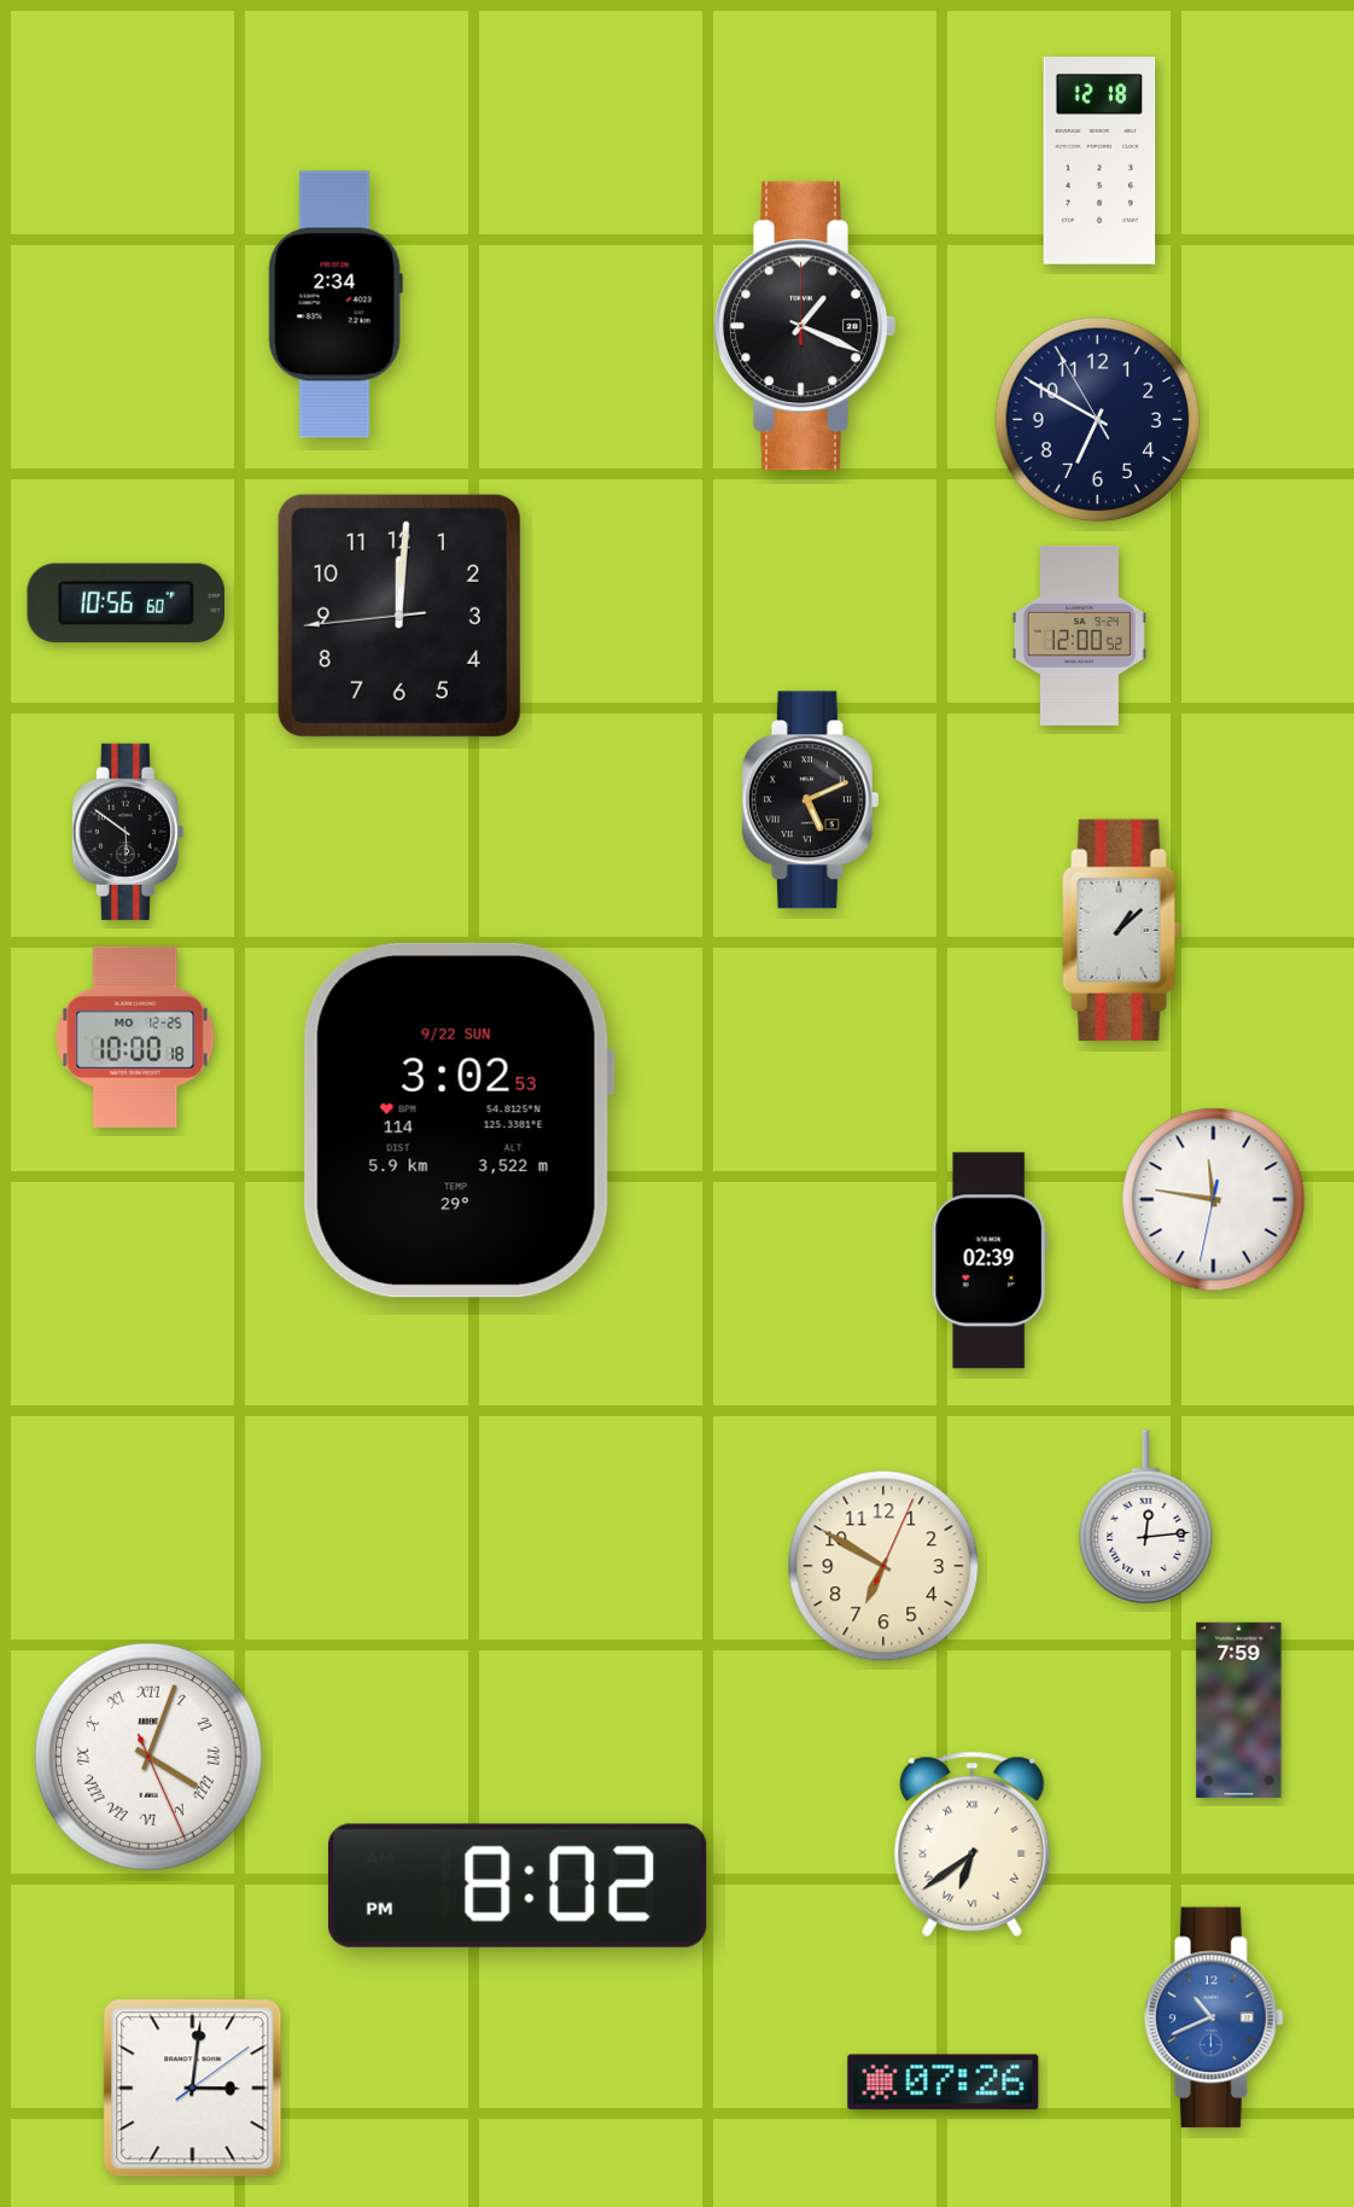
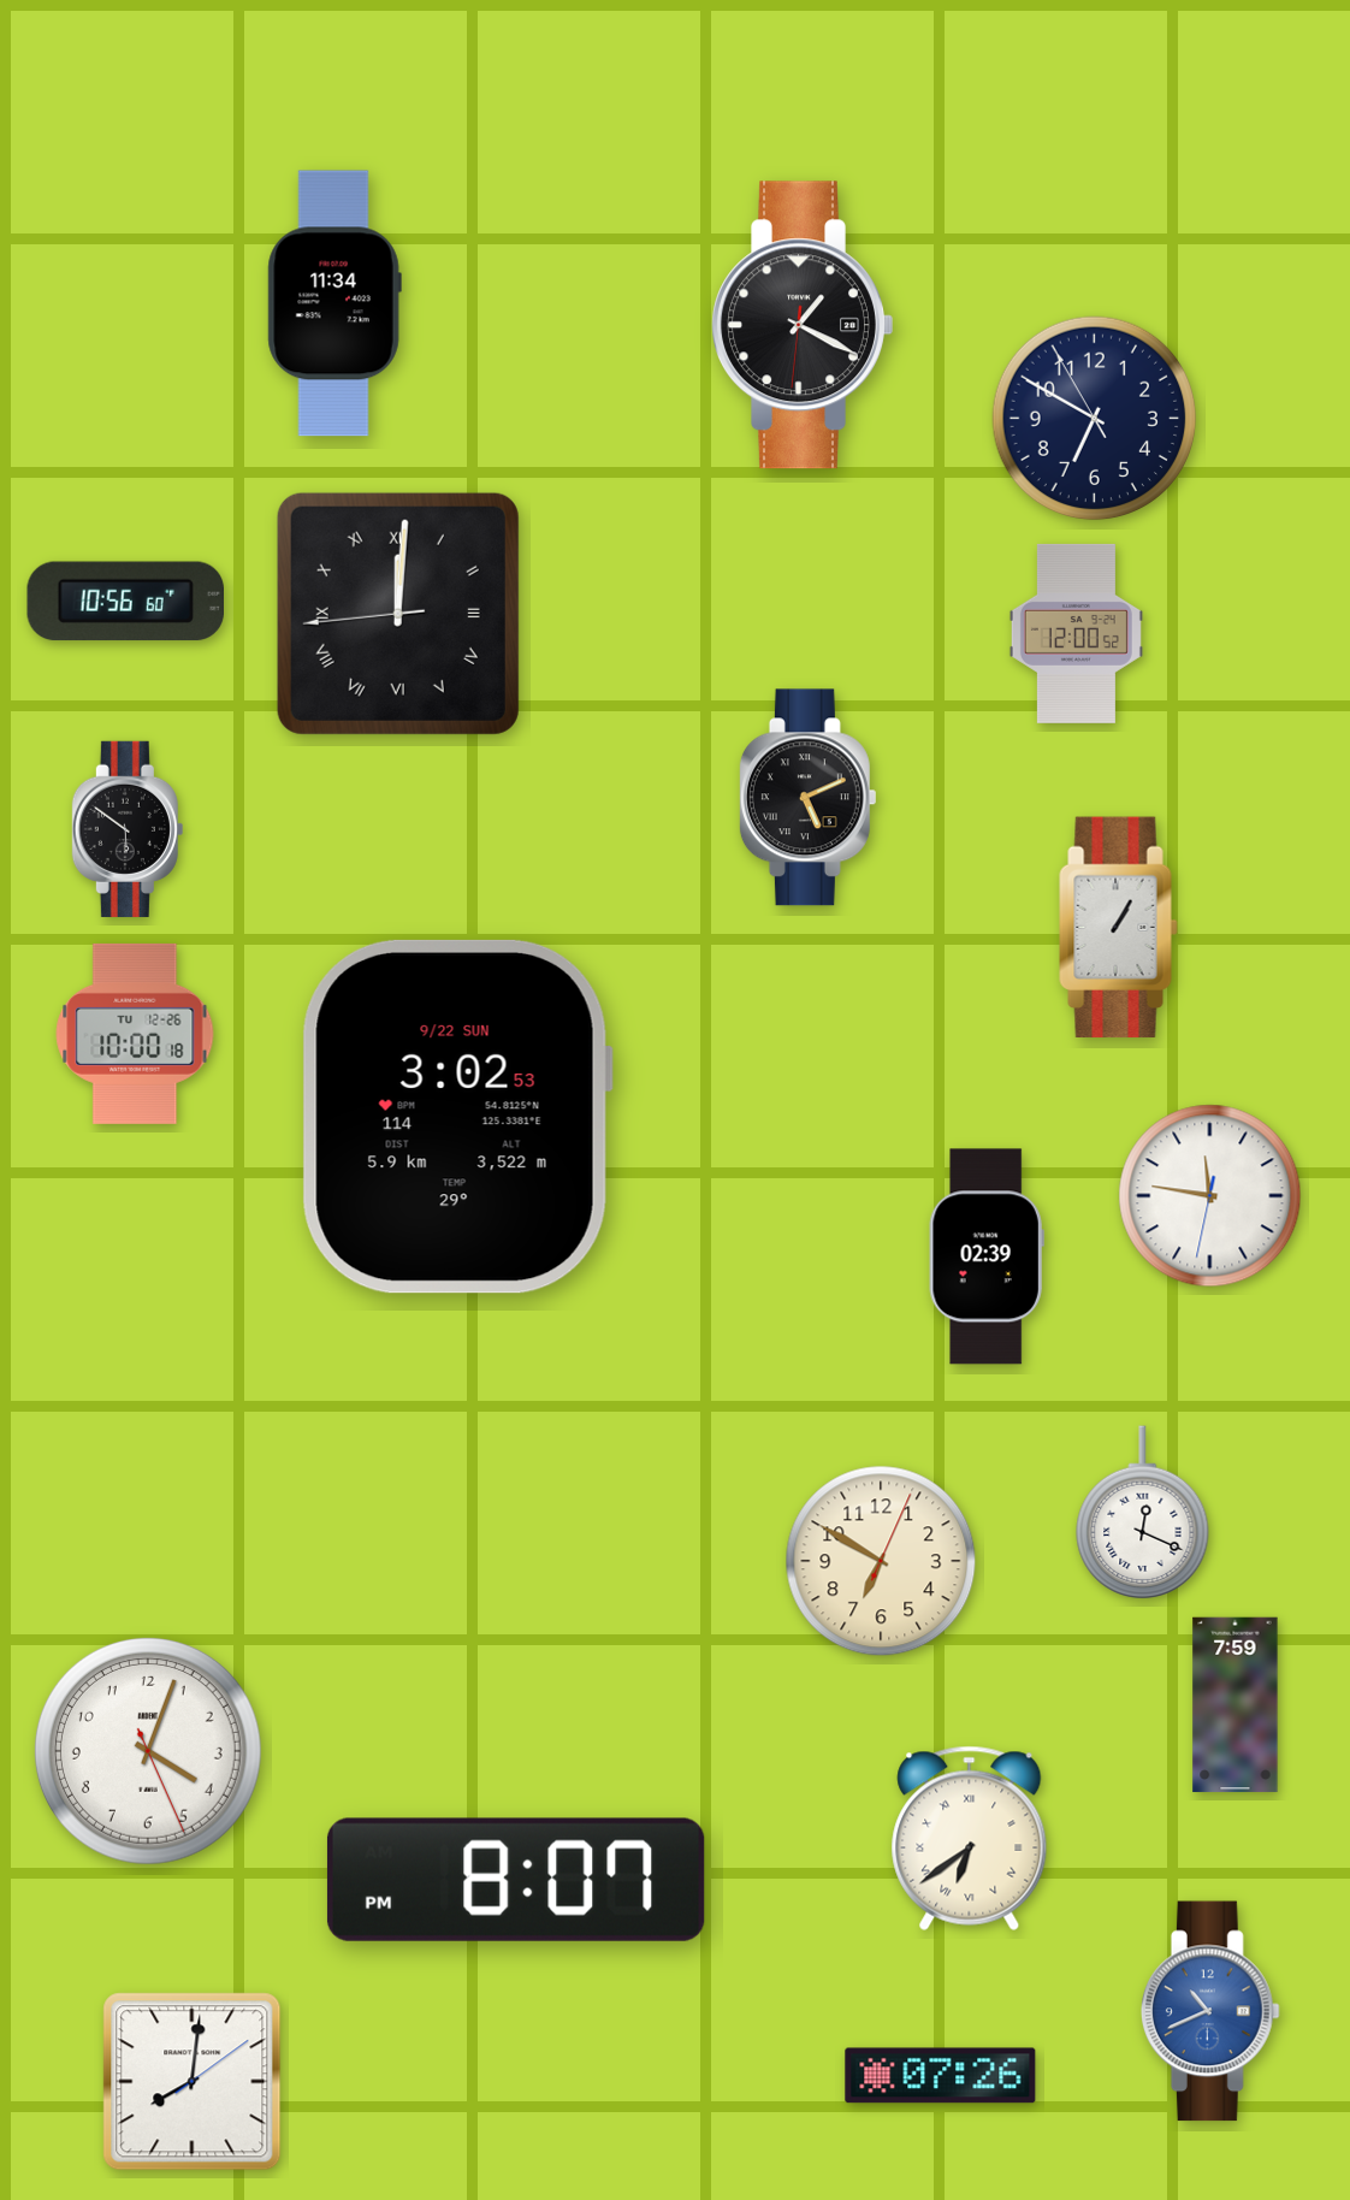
clock at (1099, 161): 12:18 -> none
clock at (335, 304): 2:34 -> 11:34
clock at (805, 326): 1:19:00 -> 1:19:31
clock at (399, 616) numerals: Arabic -> Roman
clock at (1122, 931): 1:08 -> 1:05
clock at (135, 1037) date: MO 12-25 -> TU 12-26
clock at (1146, 1516): 12:14 -> 12:19
clock at (148, 1757) numerals: Roman -> Arabic
clock at (518, 1886): 8:02 -> 8:07
clock at (193, 2089): 3:01 -> 8:01
